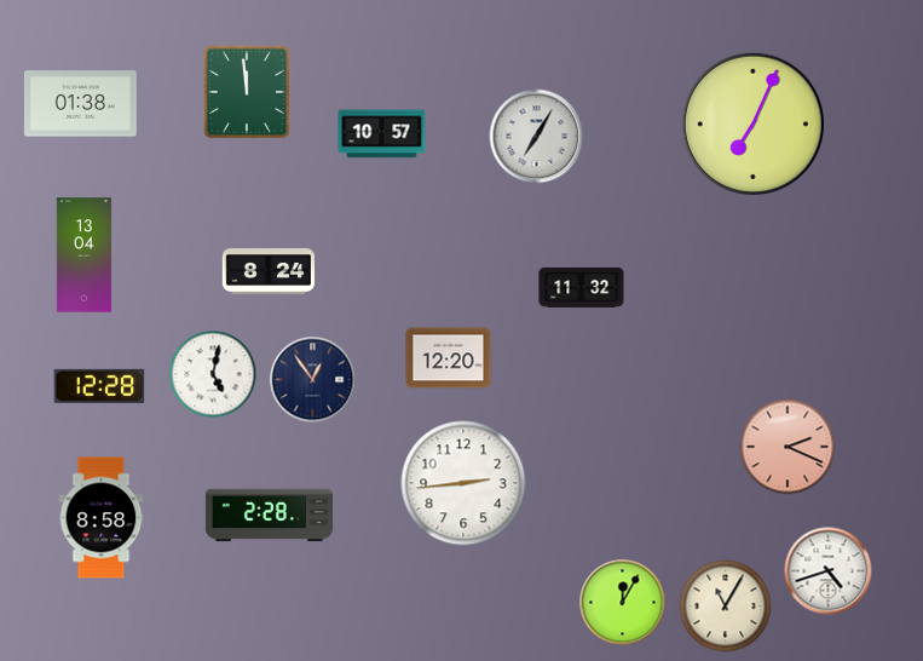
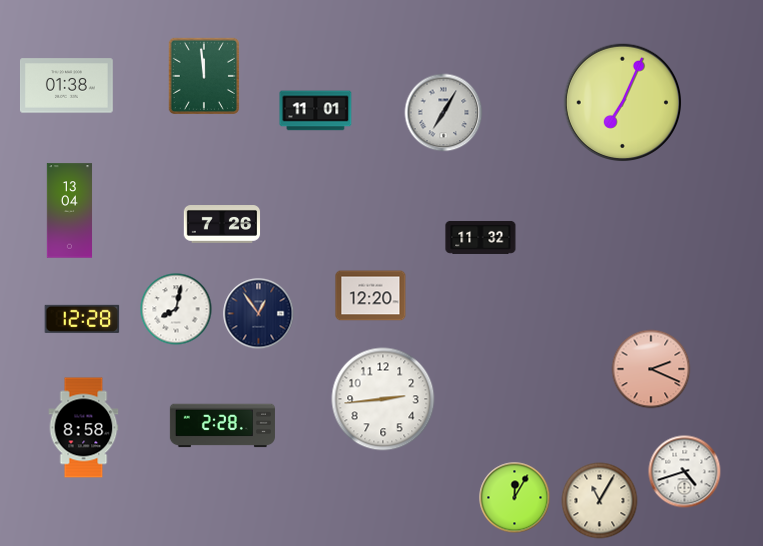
clock at (382, 134): 10:57 -> 11:01
clock at (269, 272): 8:24 -> 7:26
clock at (213, 374): 5:02 -> 8:02
